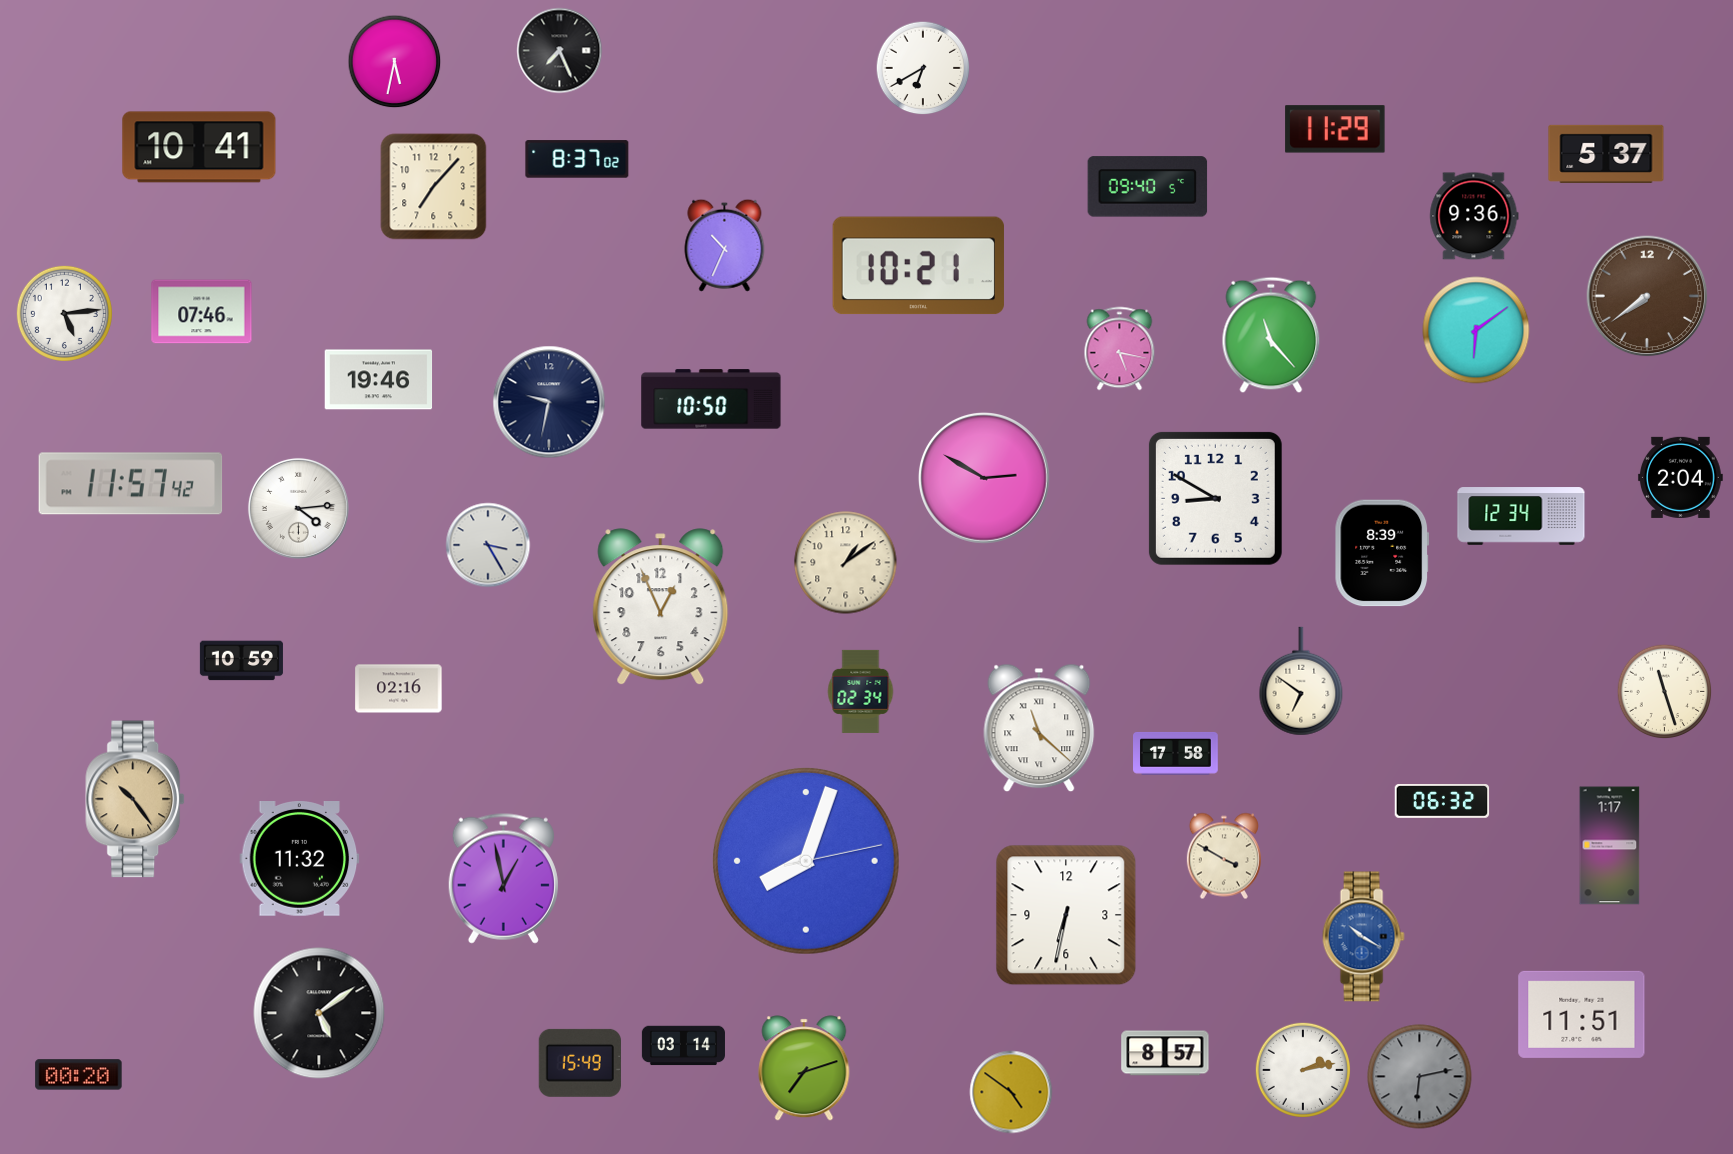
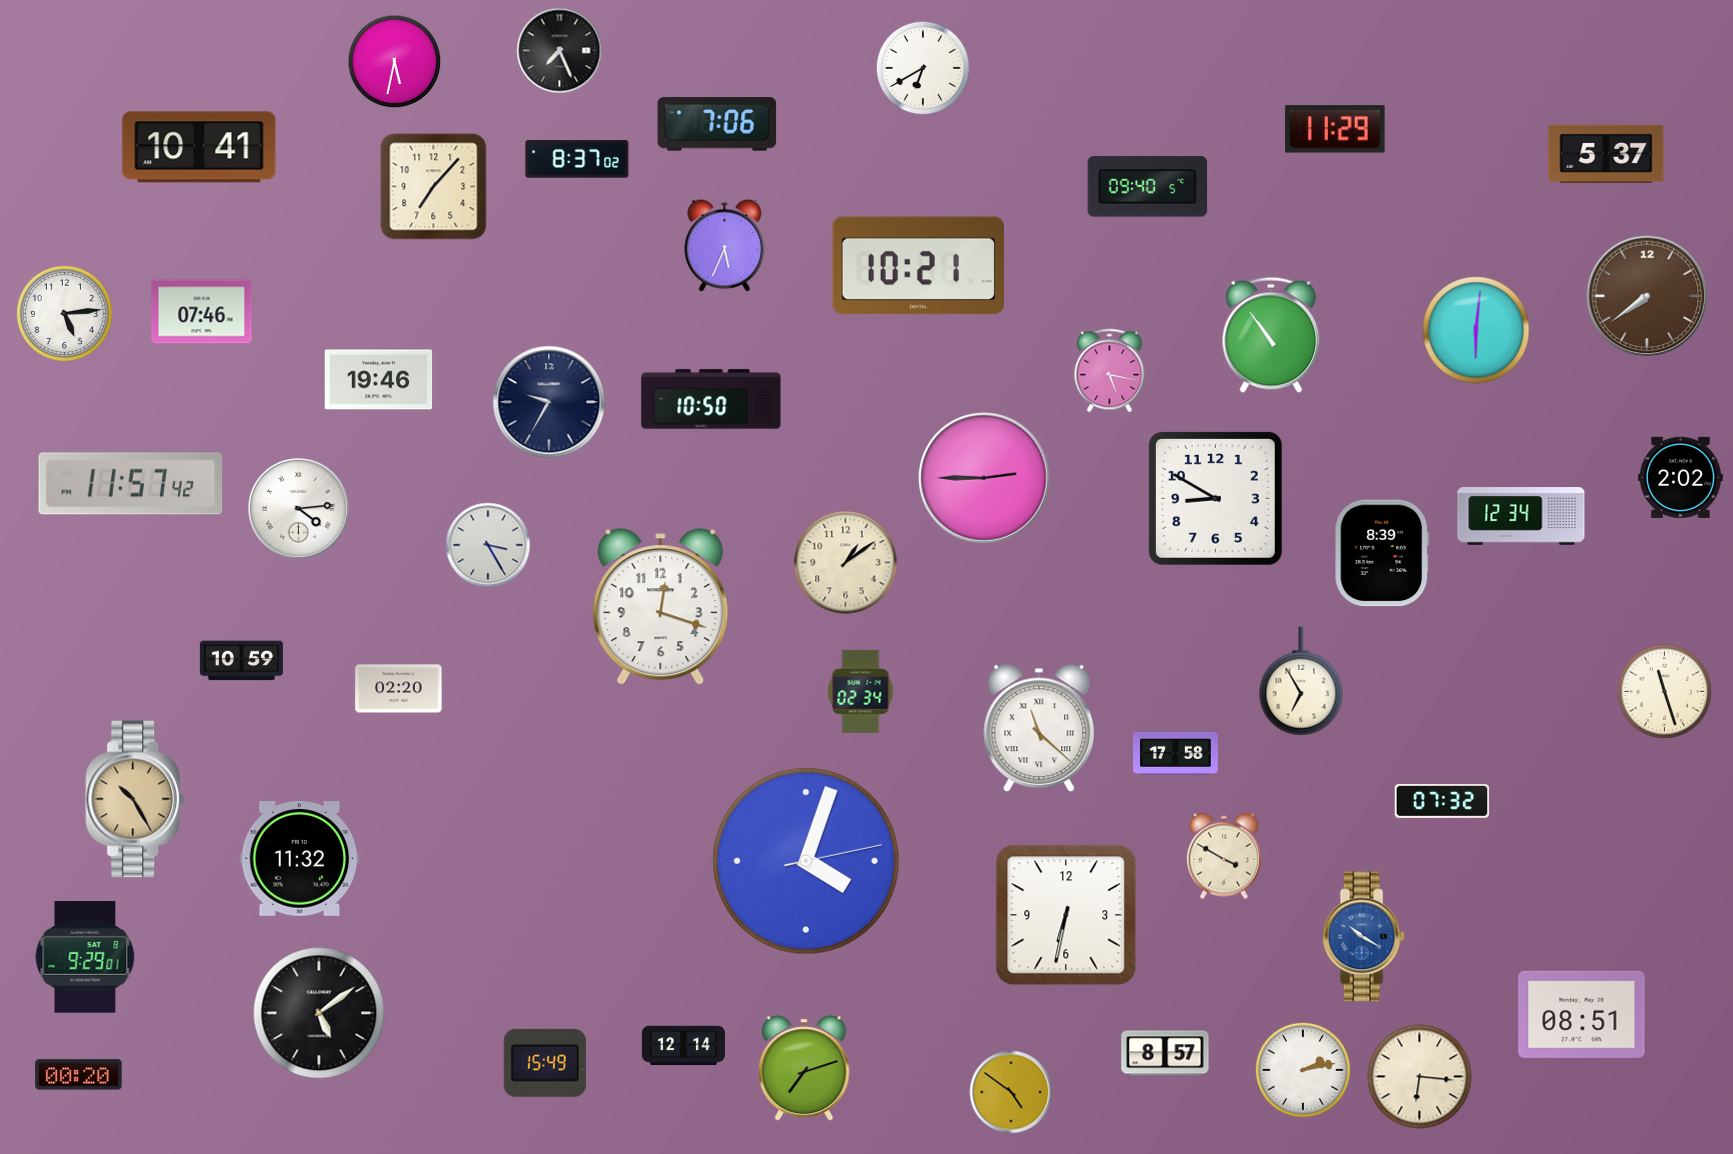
clock at (717, 124): none -> 7:06
clock at (1474, 216): 9:36 -> none
clock at (725, 245): 10:34 -> 5:34
clock at (1476, 330): 6:09 -> 6:01
clock at (1271, 335): 11:23 -> 10:54
clock at (1120, 349) position: (1120, 349) -> (1110, 371)
clock at (549, 402): 9:32 -> 9:35
clock at (1681, 477): 2:04 -> 2:02
clock at (984, 478): 2:50 -> 2:45
clock at (661, 607): 12:56 -> 12:18
clock at (1301, 681): 6:51 -> 6:55
clock at (399, 689): 02:16 -> 02:20
clock at (136, 799): 10:24 -> 10:25
clock at (1442, 802): 06:32 -> 07:32
clock at (1610, 846): 1:17 -> none
clock at (807, 862): 8:03 -> 4:03
clock at (503, 878): 12:58 -> none
clock at (85, 957): none -> 9:29
clock at (1582, 1014): 11:51 -> 08:51
clock at (683, 1046): 03:14 -> 12:14
clock at (580, 1063) position: (580, 1063) -> (545, 1063)
clock at (1420, 1077): 6:13 -> 6:16
clock at (1420, 1077) dial: grey -> cream
